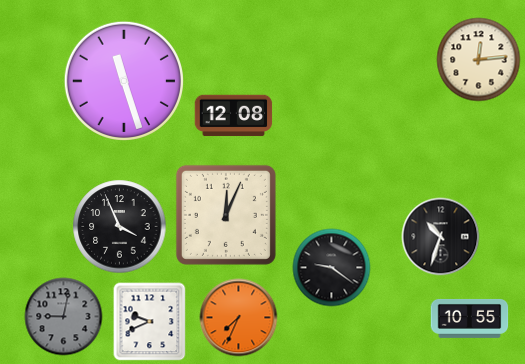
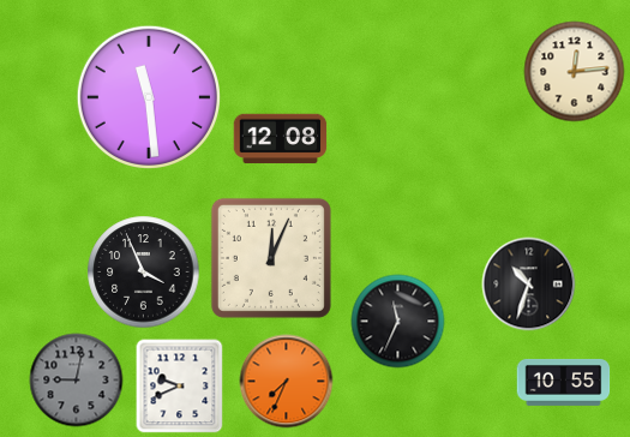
clock at (124, 81): 11:27 -> 11:29
clock at (331, 267): 9:21 -> 11:34
